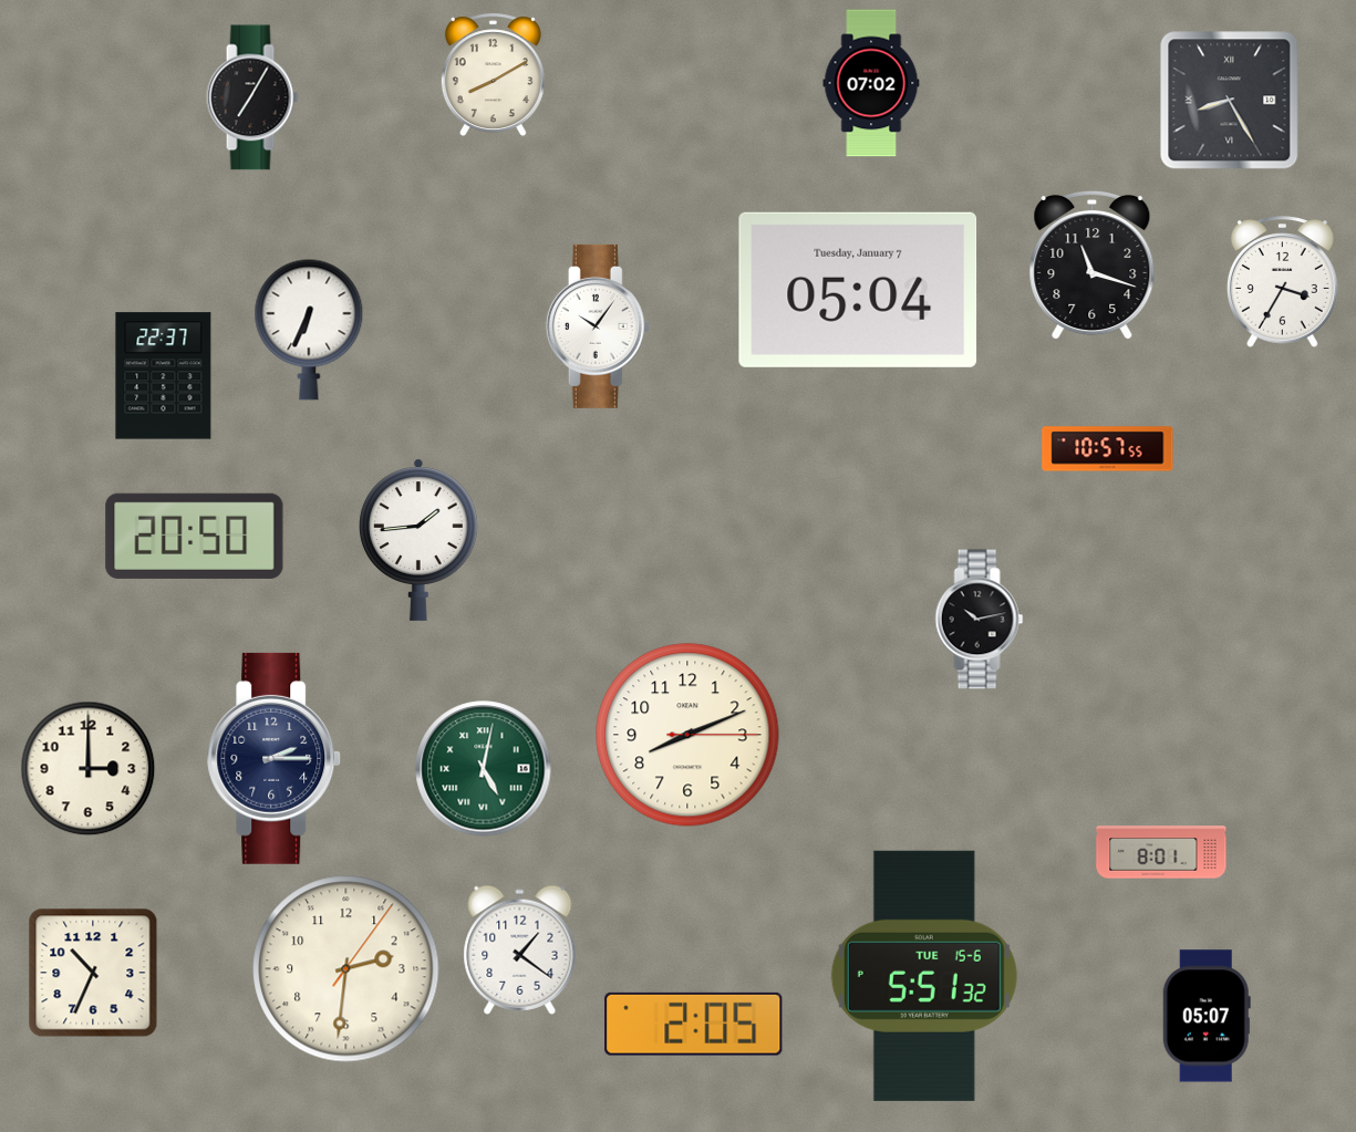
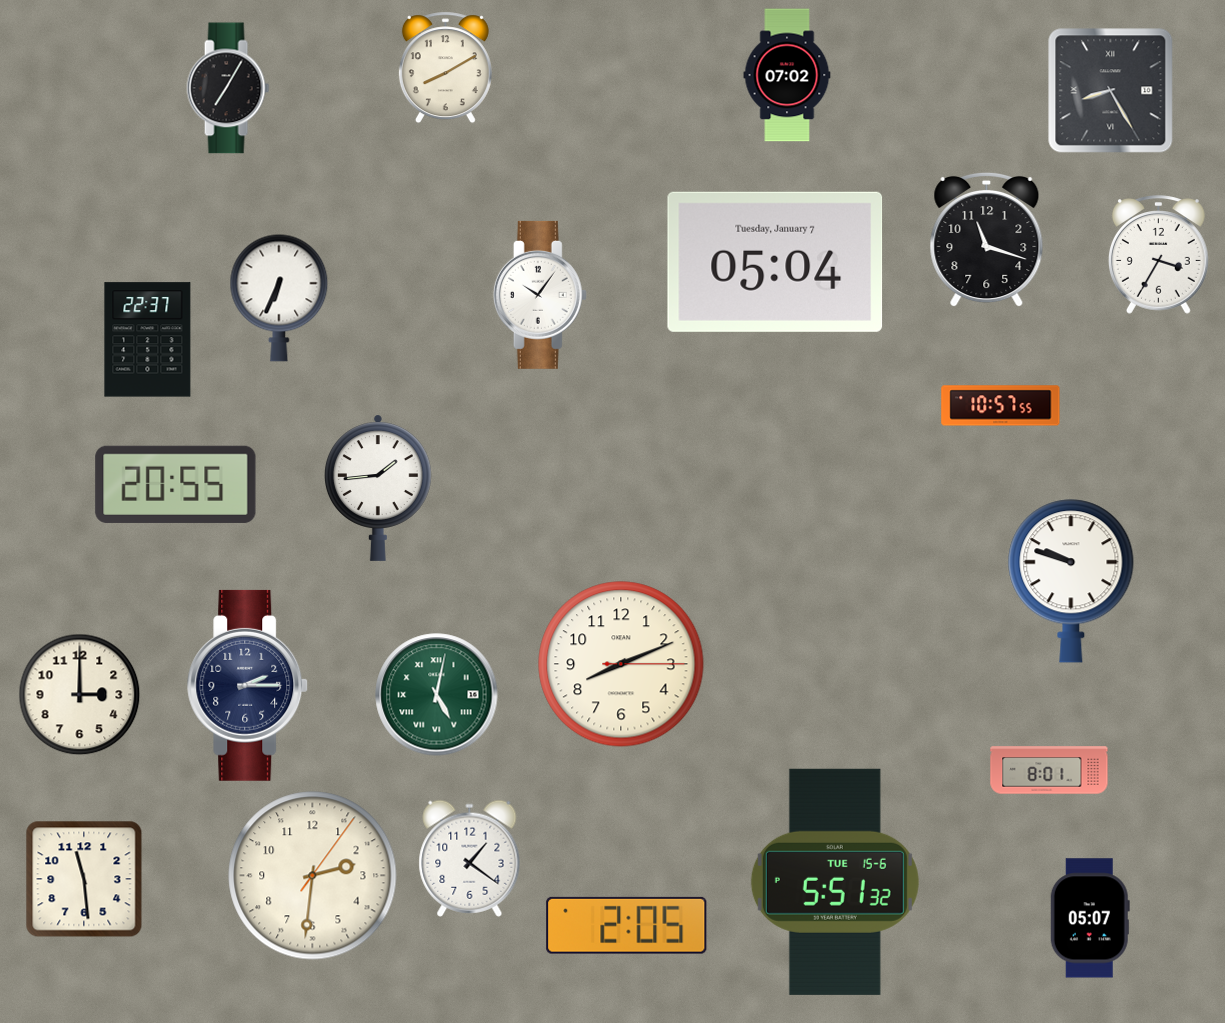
clock at (195, 536): 20:50 -> 20:55
clock at (980, 620): 10:13 -> none
clock at (1071, 581): none -> 9:48
clock at (93, 973): 10:34 -> 11:29
